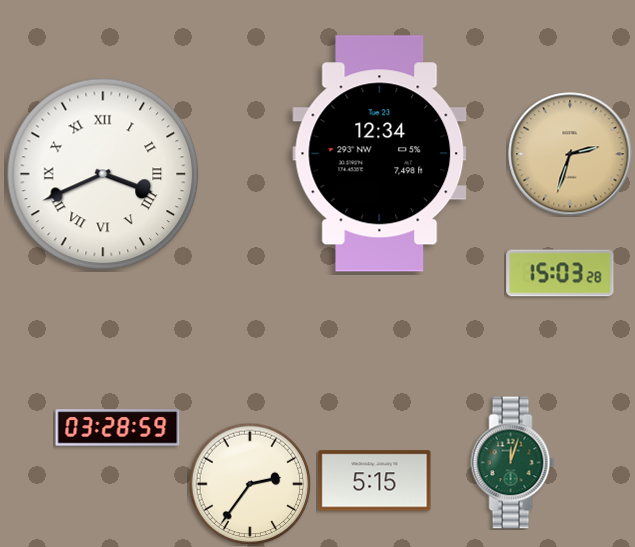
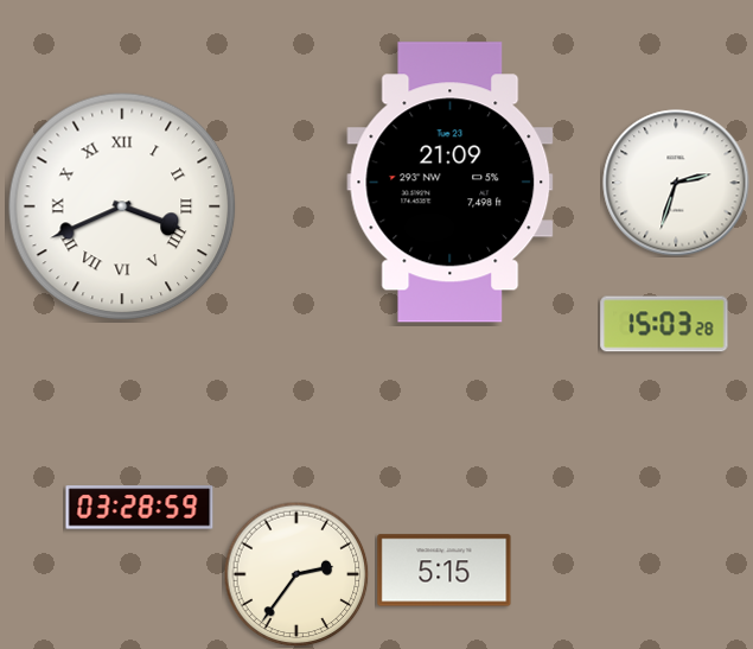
clock at (380, 154): 12:34 -> 21:09
clock at (570, 154) dial: champagne -> white
clock at (513, 463): 12:03 -> none
